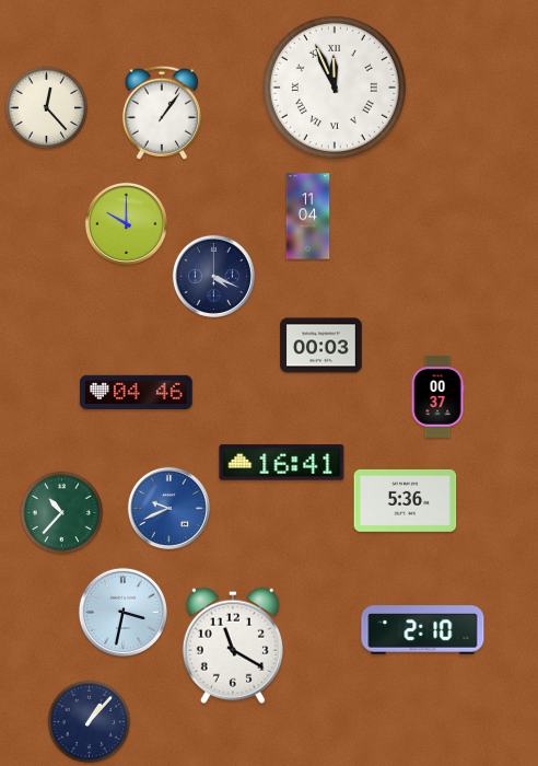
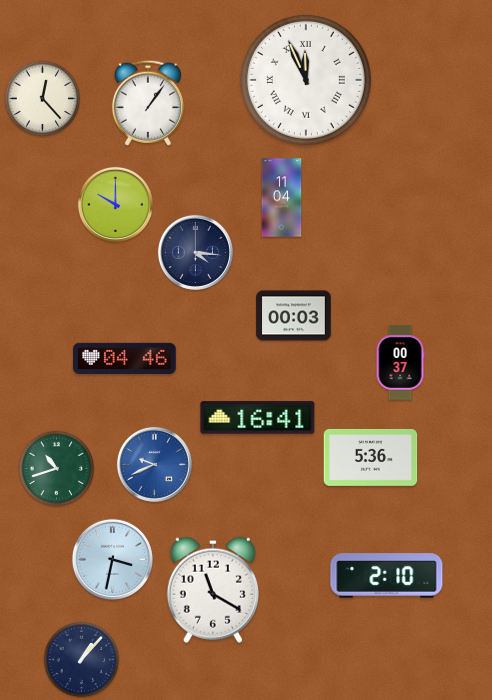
clock at (213, 276): 4:19 -> 4:16
clock at (282, 463) position: (282, 463) -> (258, 418)
clock at (62, 513): 10:37 -> 10:42
